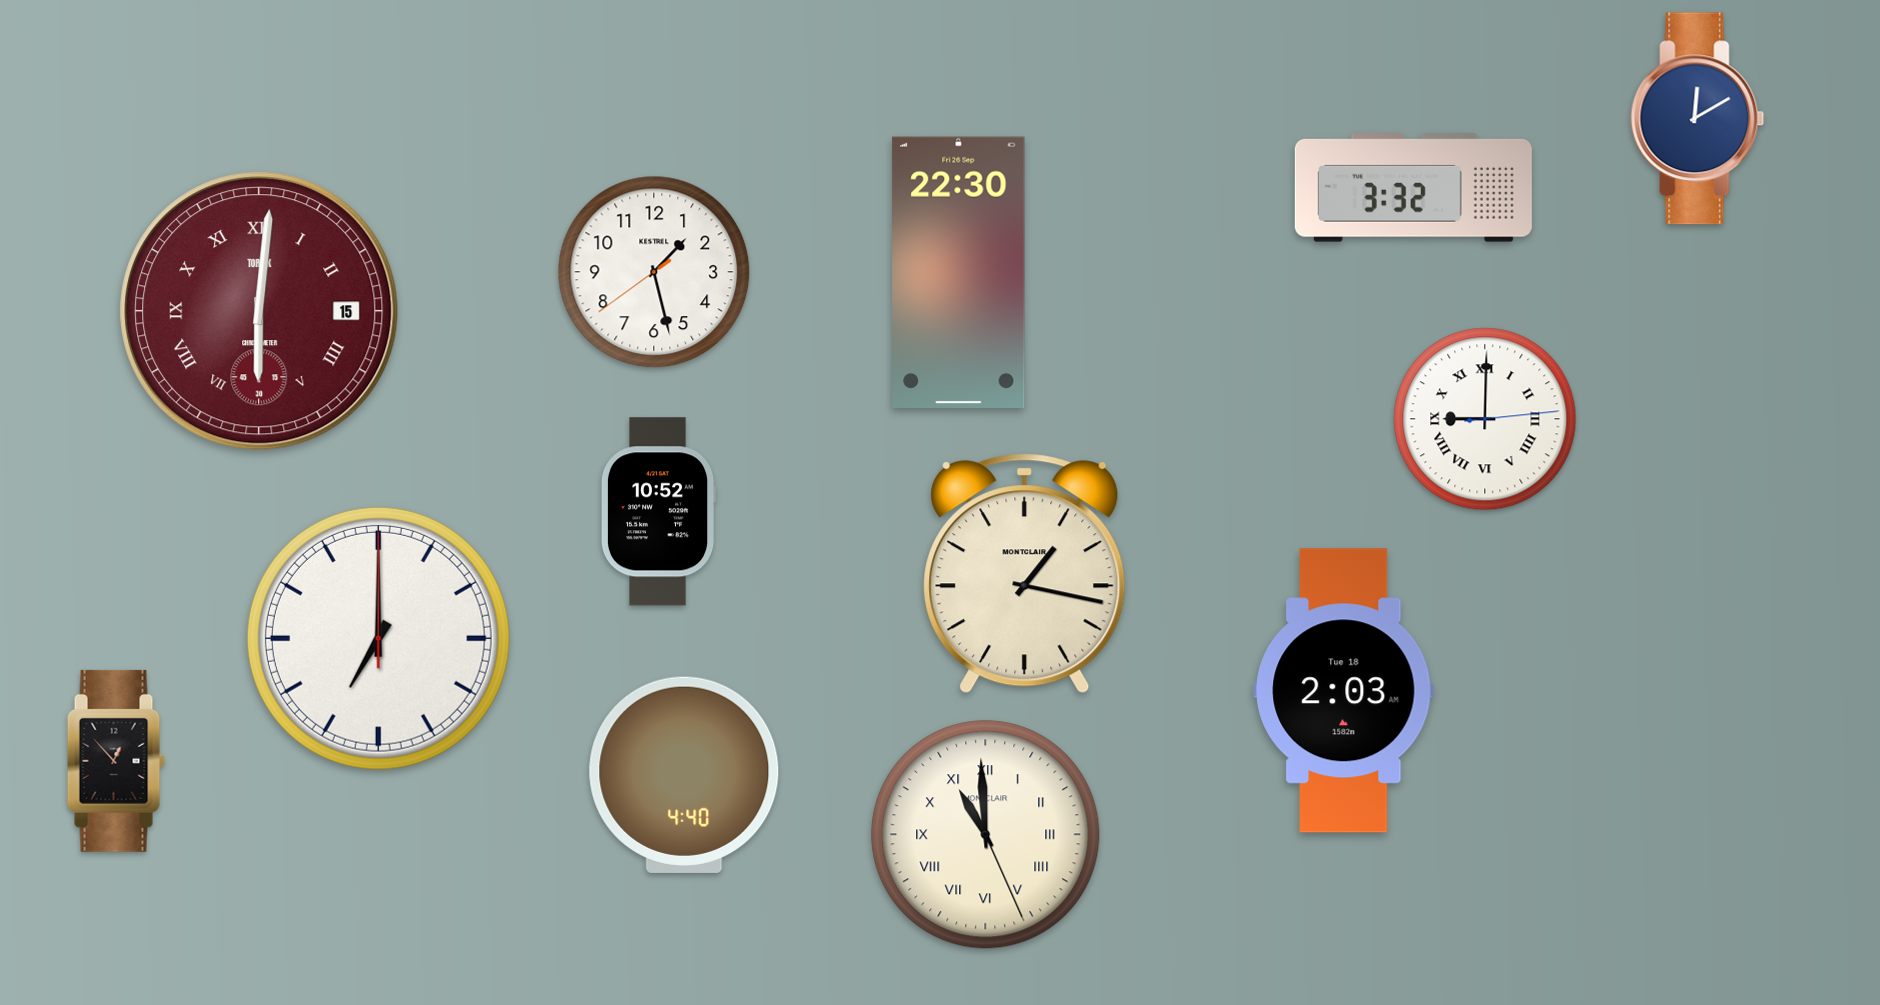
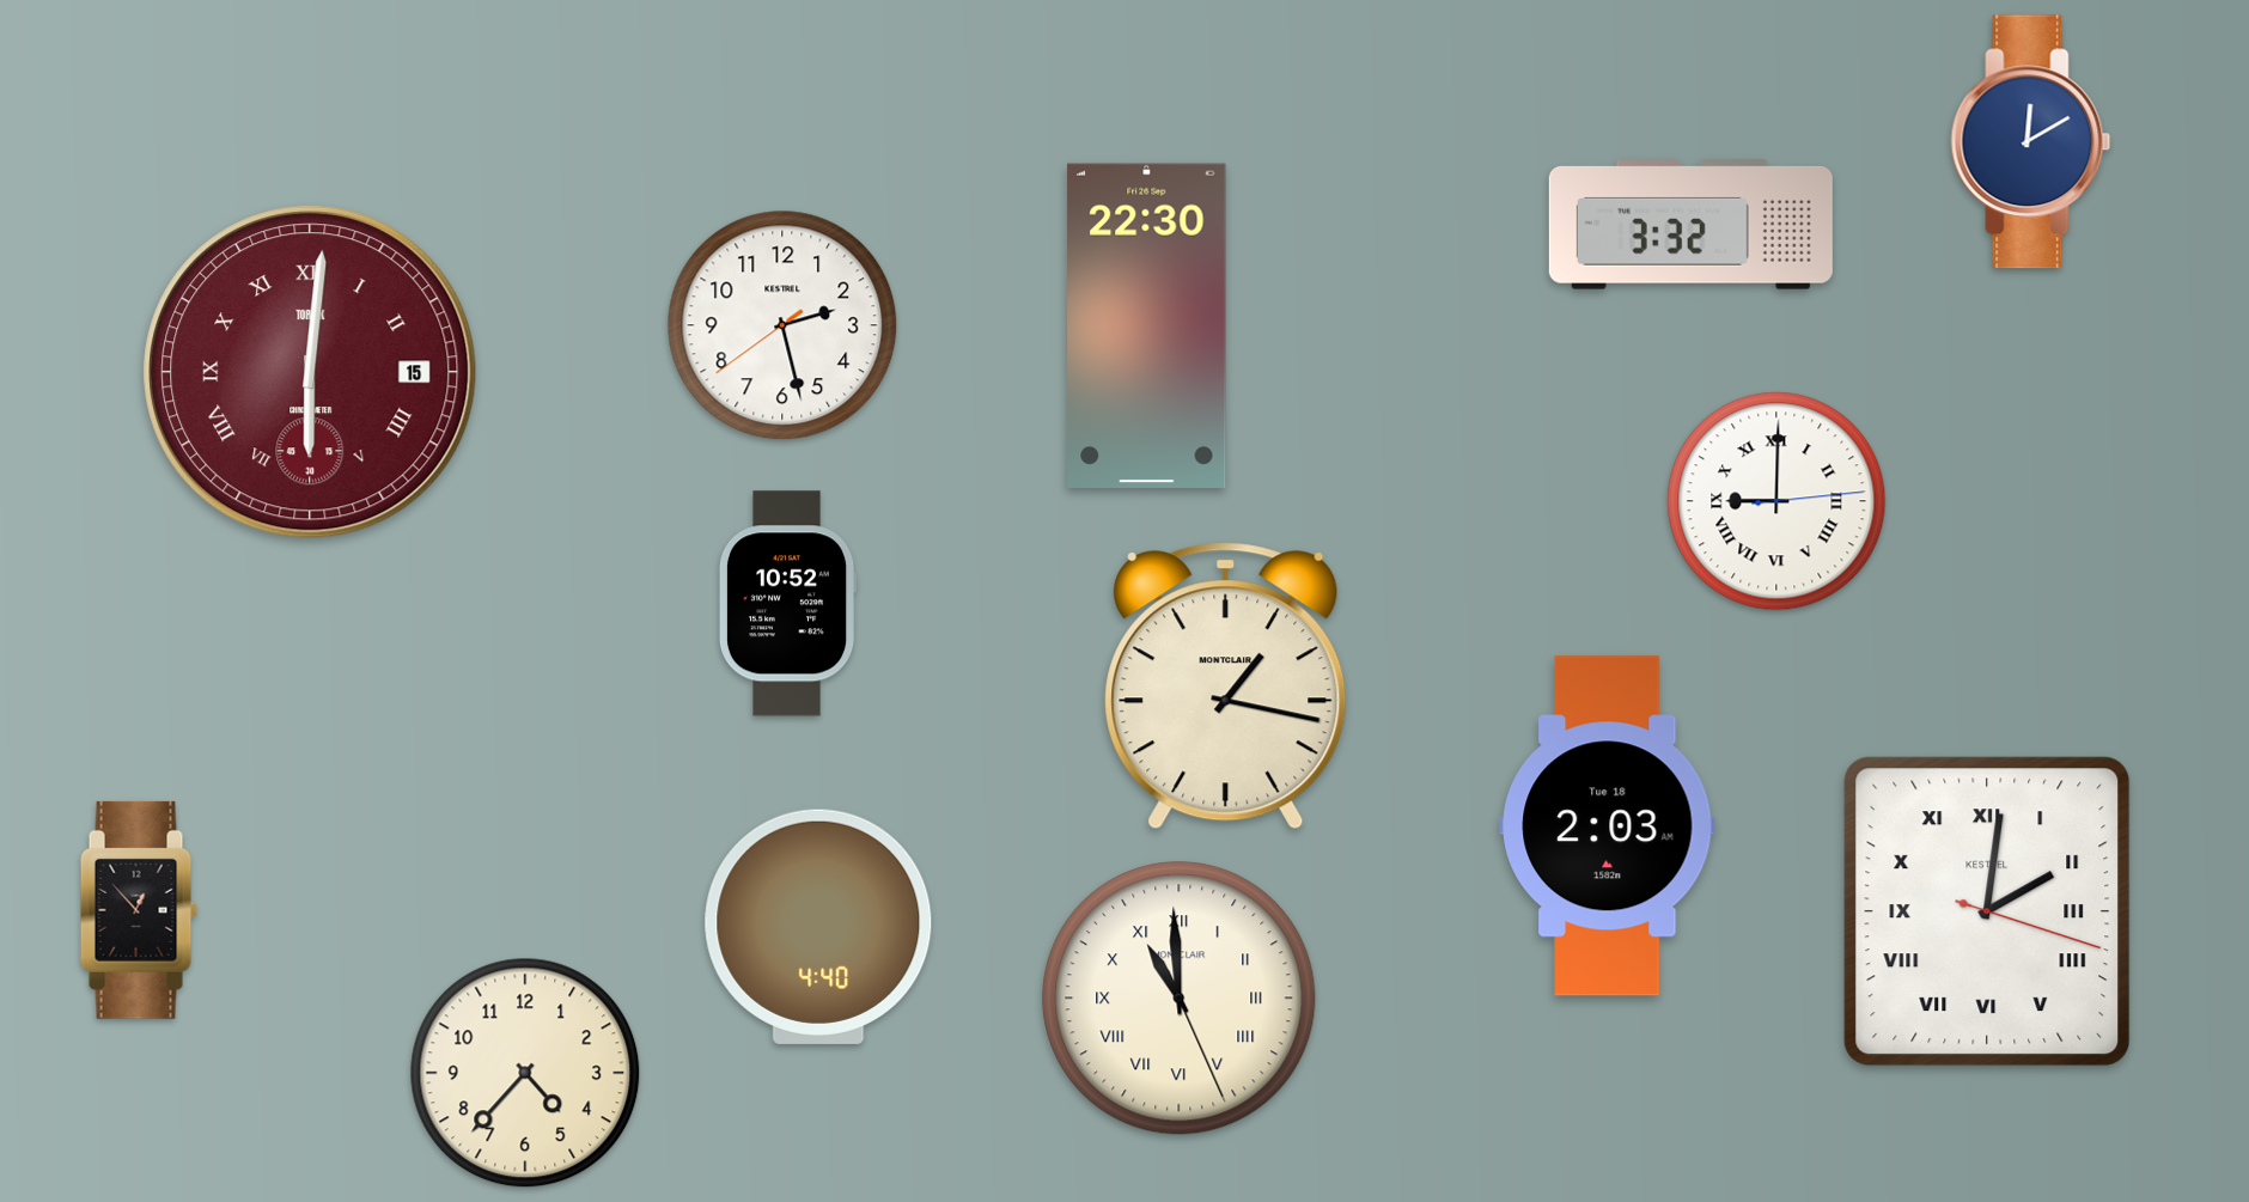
clock at (654, 272): 1:27 -> 2:27
clock at (658, 512) position: (658, 512) -> (787, 604)
clock at (378, 638): 7:00 -> none
clock at (1987, 911): none -> 2:01
clock at (525, 1073): none -> 4:37
